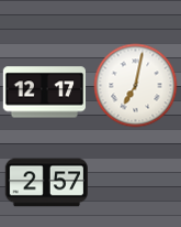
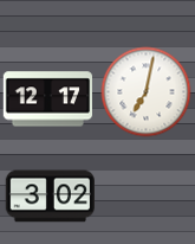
clock at (46, 183): 2:57 -> 3:02
